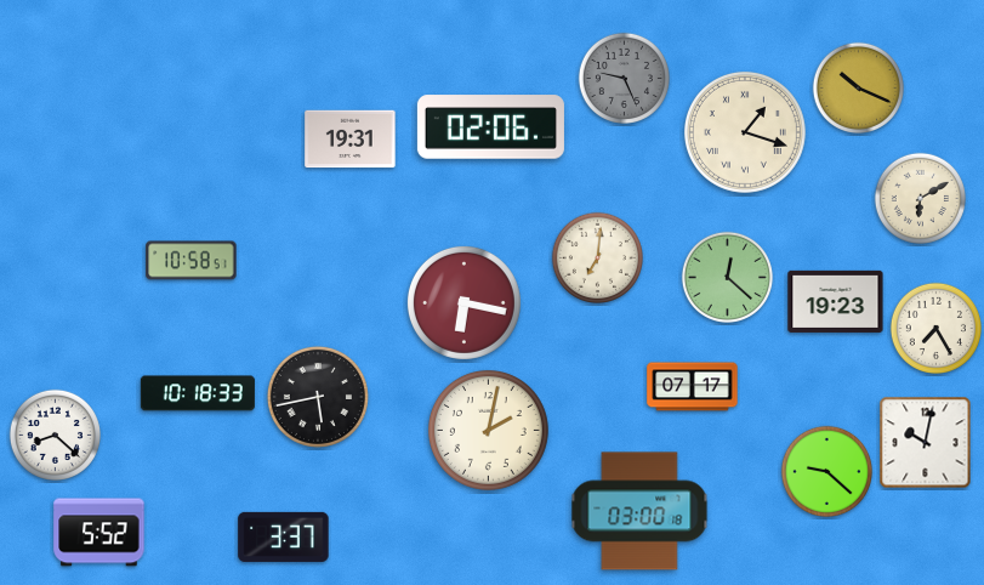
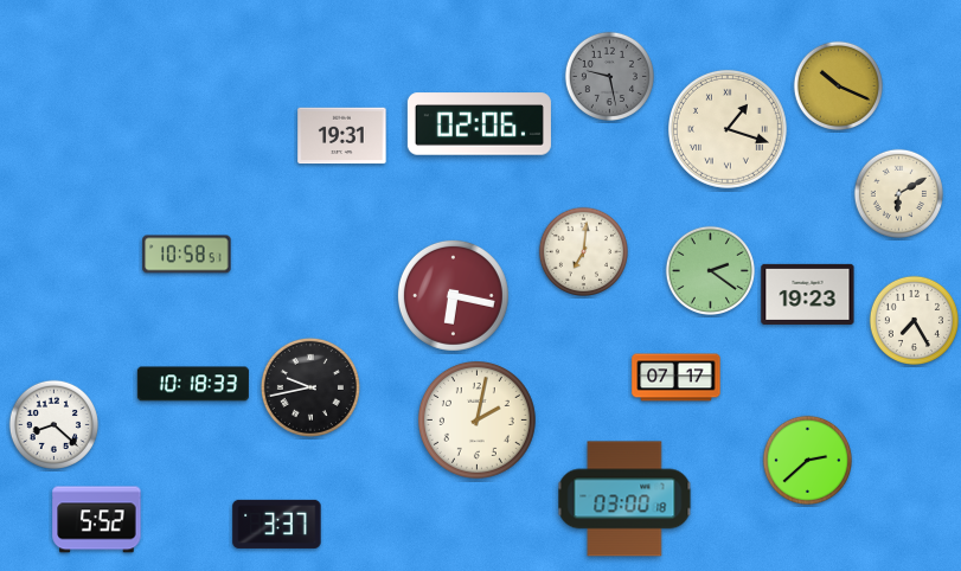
clock at (624, 78): 9:26 -> 9:28
clock at (727, 277): 12:22 -> 2:21
clock at (836, 301) position: (836, 301) -> (808, 294)
clock at (318, 397): 5:43 -> 9:43
clock at (926, 443): 10:02 -> none
clock at (826, 471): 9:22 -> 2:38
